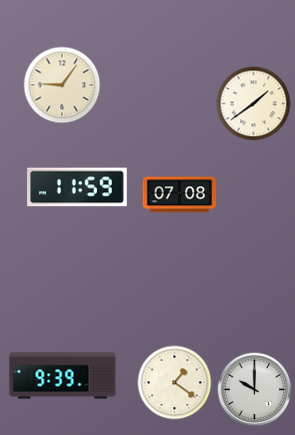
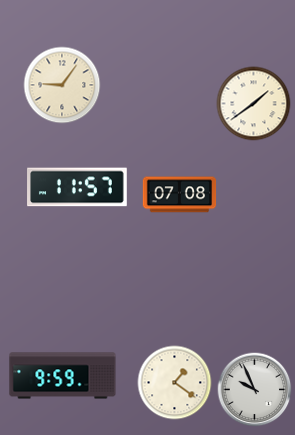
clock at (77, 187): 11:59 -> 11:57
clock at (63, 376): 9:39 -> 9:59
clock at (255, 390): 10:00 -> 9:56
